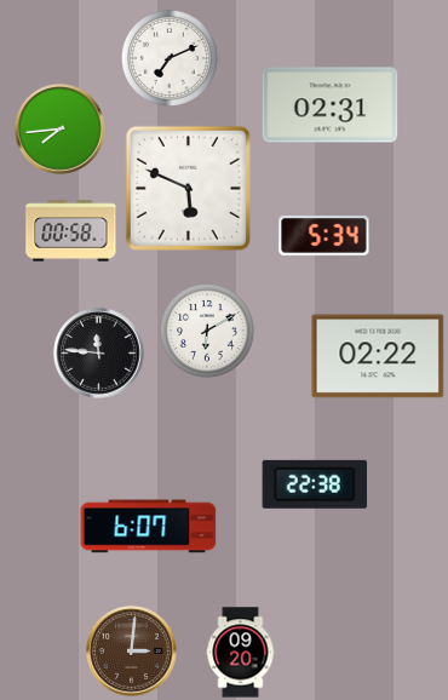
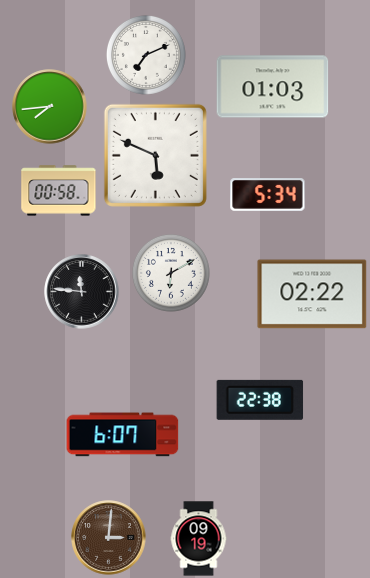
clock at (170, 58) position: (170, 58) -> (146, 55)
clock at (331, 105): 02:31 -> 01:03
clock at (241, 653): 09:20 -> 09:19
